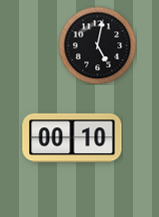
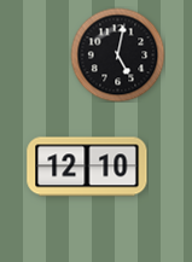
clock at (72, 138): 00:10 -> 12:10
